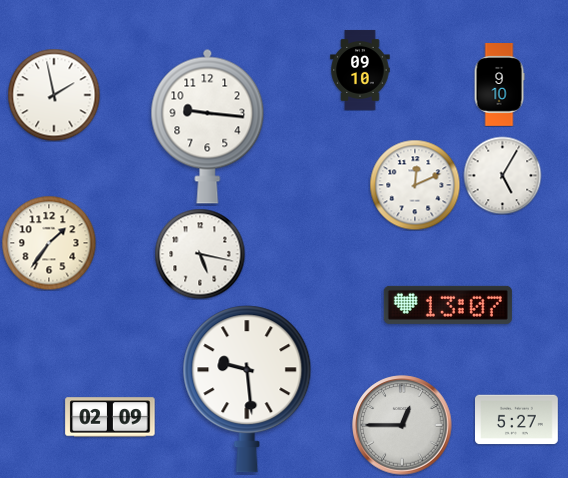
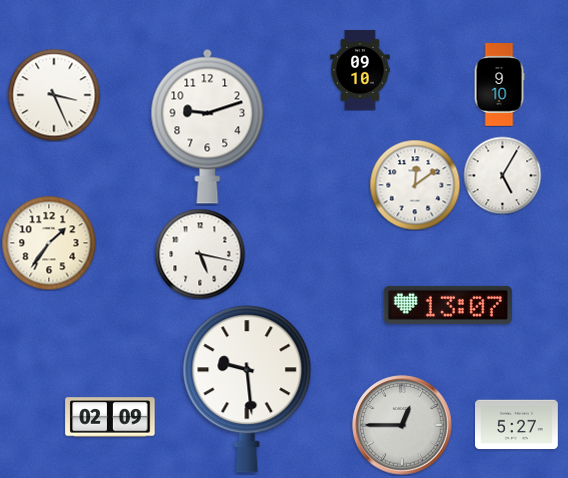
clock at (54, 95): 1:58 -> 3:26
clock at (208, 126): 9:16 -> 9:12
clock at (415, 185): 12:11 -> 12:09
clock at (517, 420) position: (517, 420) -> (517, 425)
